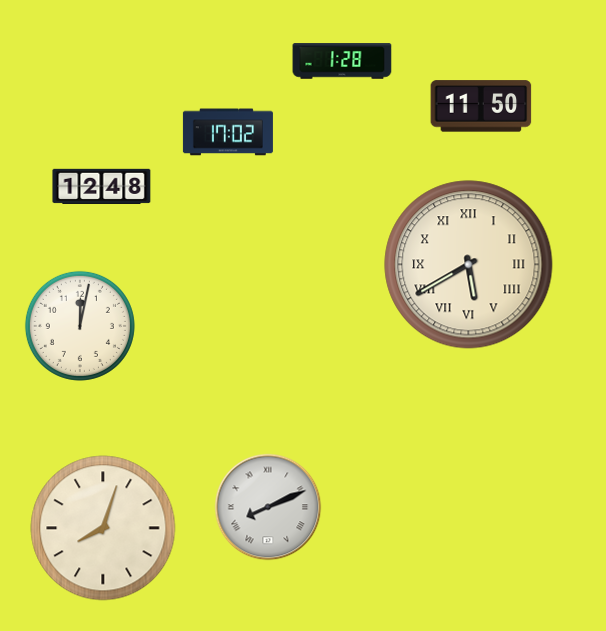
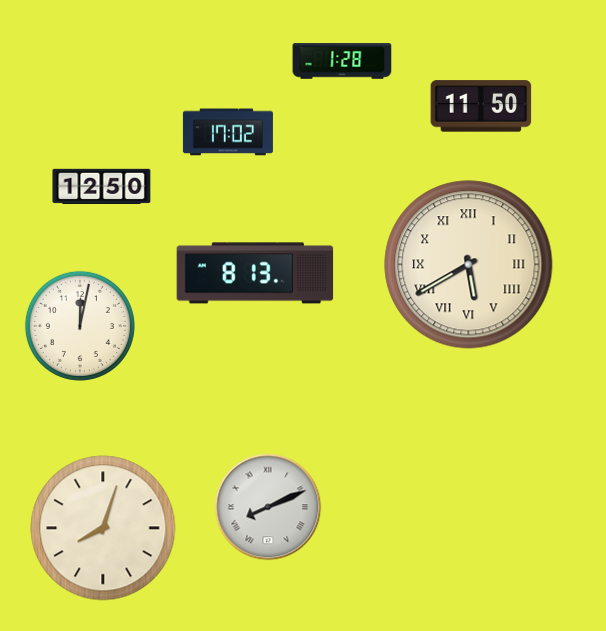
clock at (102, 186): 12:48 -> 12:50
clock at (255, 273): none -> 8:13
